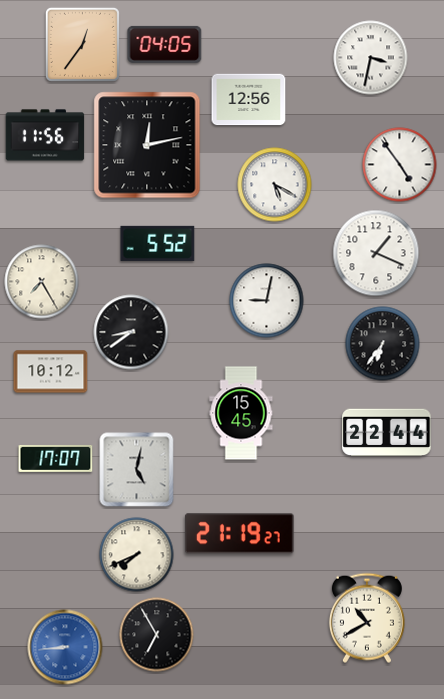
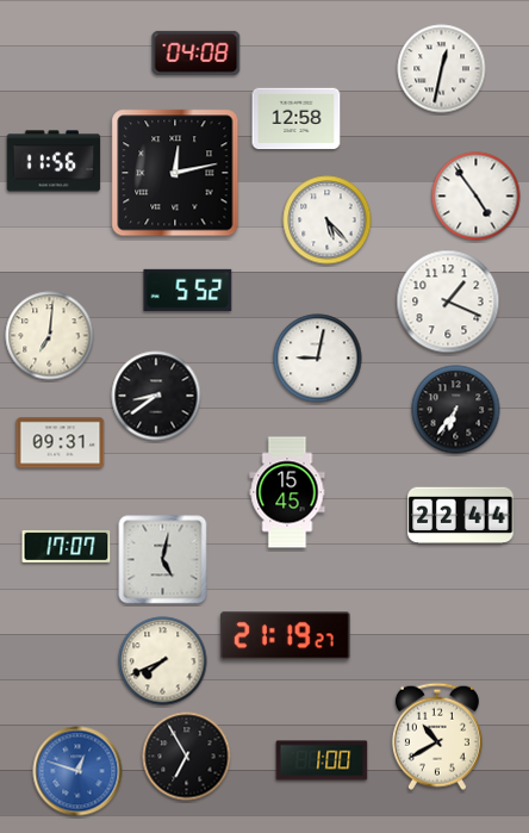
clock at (82, 44): 12:36 -> none
clock at (165, 44): 04:05 -> 04:08
clock at (371, 58): 3:32 -> 12:32
clock at (249, 100): 12:56 -> 12:58
clock at (275, 185): 5:20 -> 5:23
clock at (42, 282): 7:25 -> 7:01
clock at (51, 372): 10:12 -> 09:31
clock at (322, 760): none -> 1:00
clock at (65, 647): 8:44 -> 12:48
